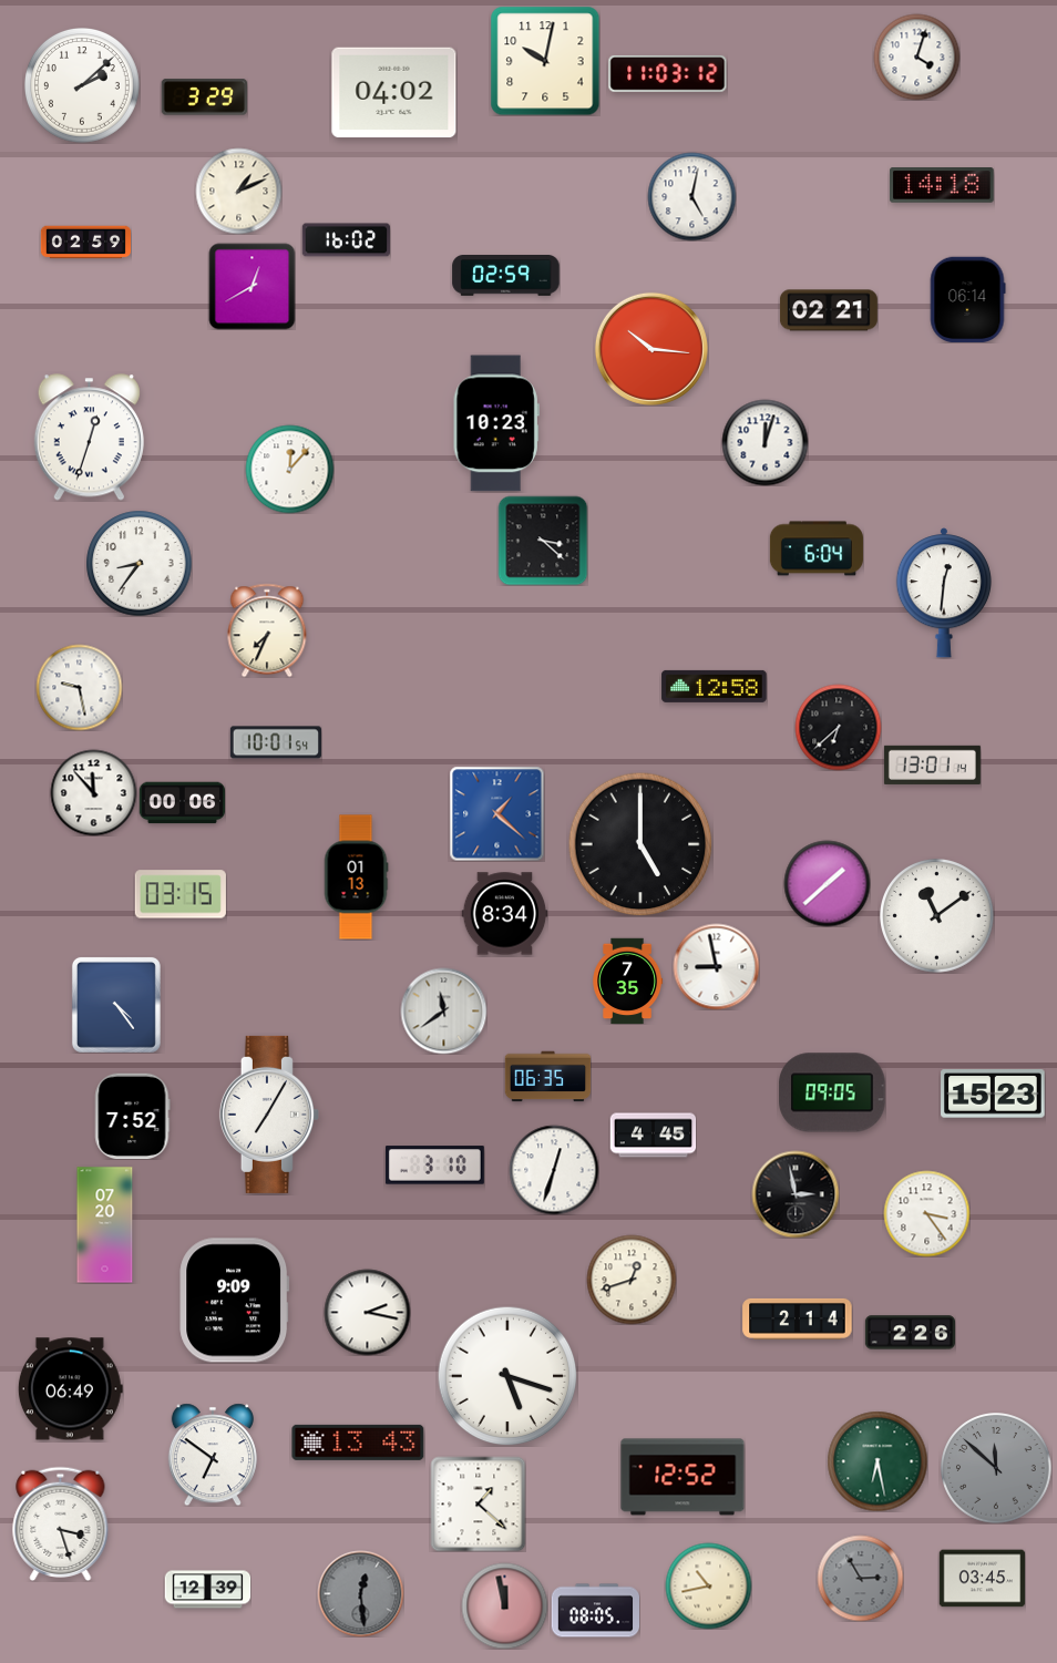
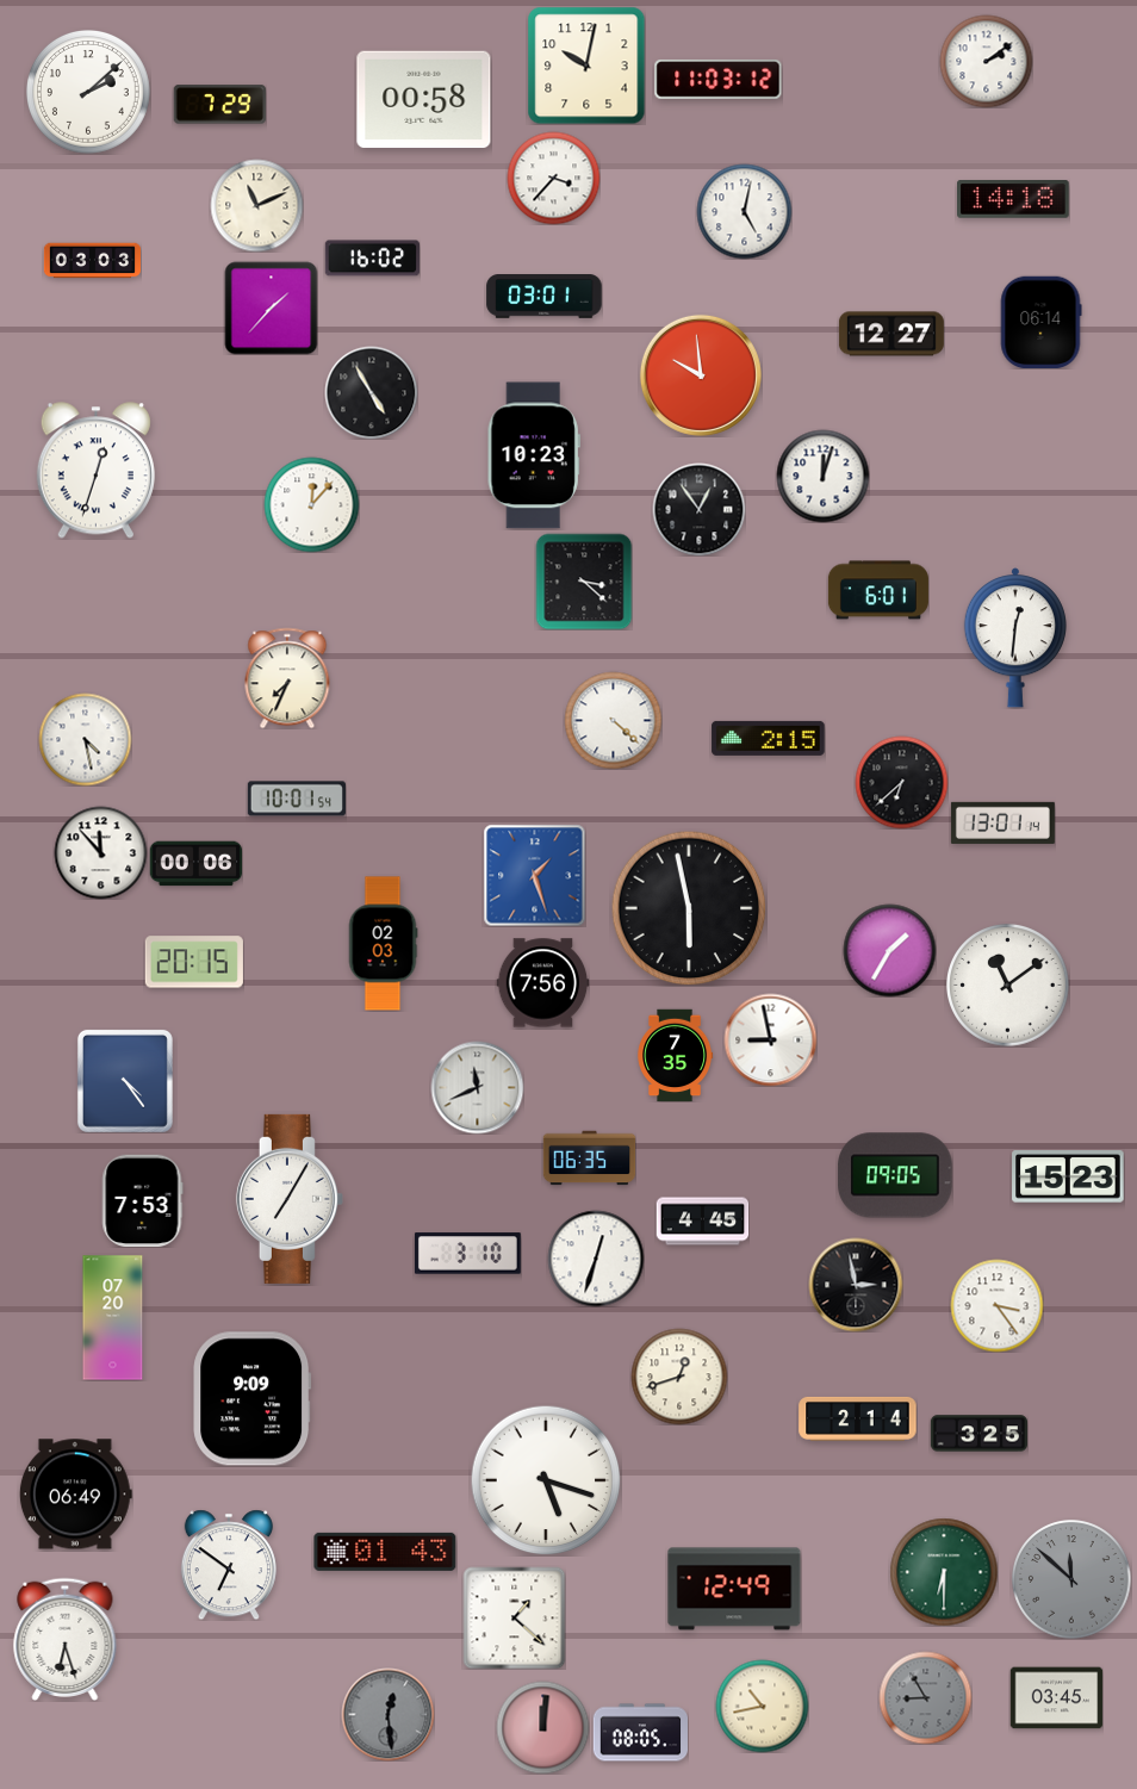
clock at (916, 57): 4:03 -> 2:09
clock at (394, 93): 04:02 -> 00:58
clock at (204, 97): 3:29 -> 7:29
clock at (553, 178): none -> 3:37
clock at (238, 191): 1:11 -> 11:11
clock at (85, 243): 02:59 -> 03:03
clock at (506, 276): 02:59 -> 03:01
clock at (252, 286): 12:40 -> 1:37
clock at (829, 310): 02:21 -> 12:27
clock at (651, 349): 10:16 -> 9:59
clock at (371, 392): none -> 4:55
clock at (698, 509): none -> 12:54
clock at (817, 548): 6:04 -> 6:01
clock at (138, 563): 8:36 -> none
clock at (613, 720): none -> 4:22
clock at (715, 686): 12:58 -> 2:15
clock at (79, 687): 9:28 -> 4:28
clock at (496, 813): 1:22 -> 1:27
clock at (640, 844): 5:00 -> 5:58
clock at (356, 877): 01:13 -> 02:03
clock at (827, 883): 1:38 -> 1:35
clock at (181, 894): 03:15 -> 20:15
clock at (504, 914): 8:34 -> 7:56
clock at (443, 1010): 11:39 -> 11:41
clock at (133, 1116): 7:52 -> 7:53
clock at (367, 1312): 2:17 -> none
clock at (910, 1333): 2:26 -> 3:25
clock at (358, 1443): 13:43 -> 01:43
clock at (878, 1461): 6:28 -> 6:30
clock at (683, 1477): 12:52 -> 12:49
clock at (61, 1523): 3:27 -> 6:27
clock at (860, 1578): 2:55 -> 8:55
clock at (207, 1590): 12:39 -> none
clock at (504, 1605): 11:58 -> 12:01
